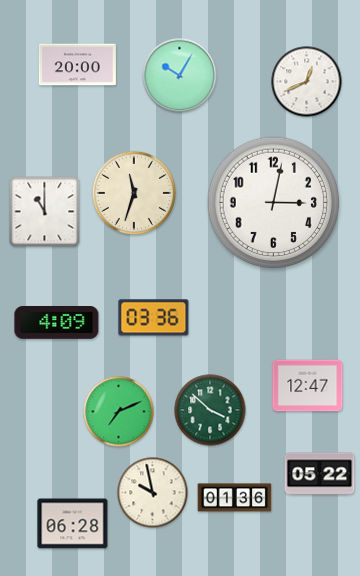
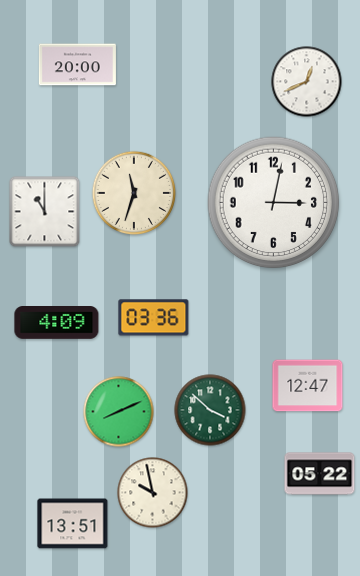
clock at (180, 76): 10:05 -> none
clock at (119, 412): 7:11 -> 8:11
clock at (235, 498): 01:36 -> none
clock at (73, 524): 06:28 -> 13:51
